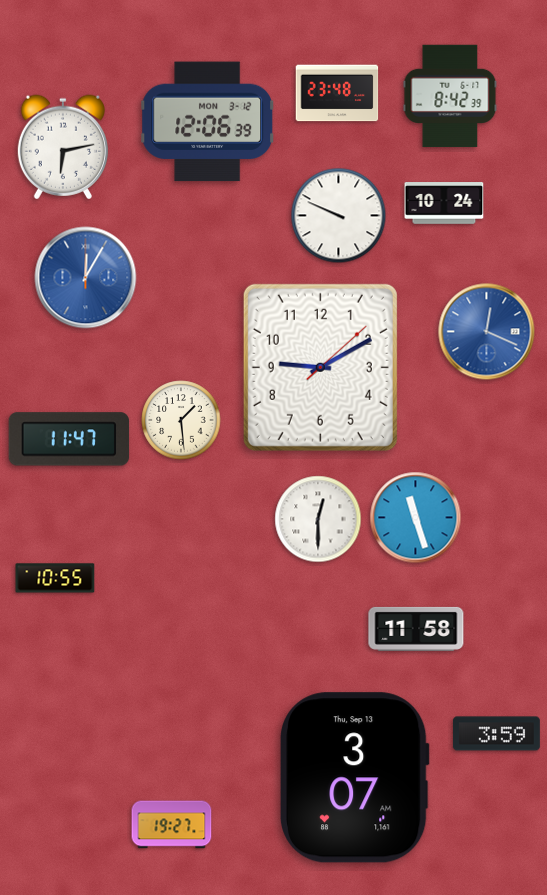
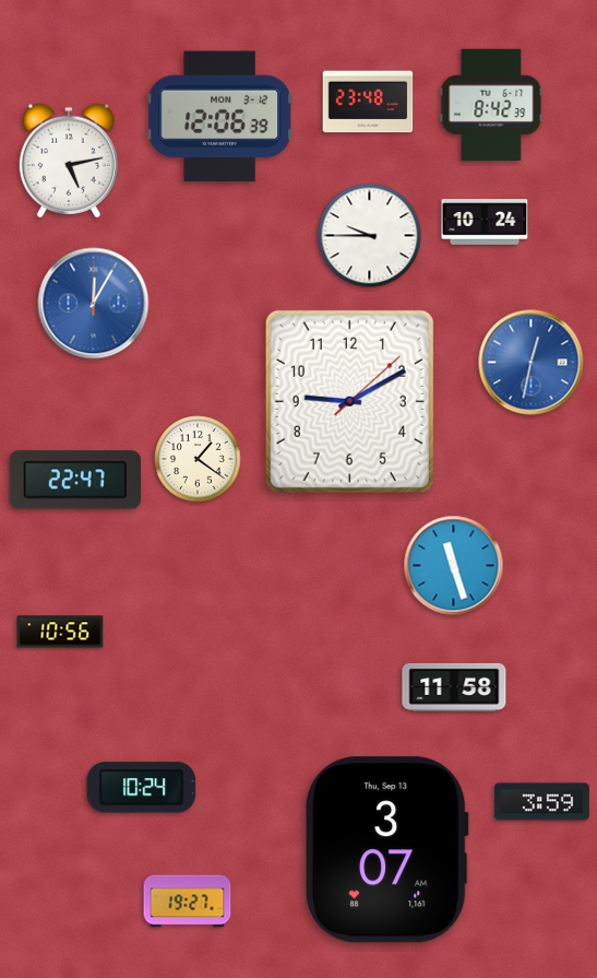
clock at (208, 122) position: (208, 122) -> (220, 117)
clock at (63, 147): 6:13 -> 5:13
clock at (339, 216): 9:49 -> 9:45
clock at (487, 332): 12:19 -> 12:32
clock at (181, 420): 1:29 -> 1:21
clock at (69, 439): 11:47 -> 22:47
clock at (318, 519): 12:30 -> none
clock at (55, 578): 10:55 -> 10:56
clock at (142, 788): none -> 10:24
